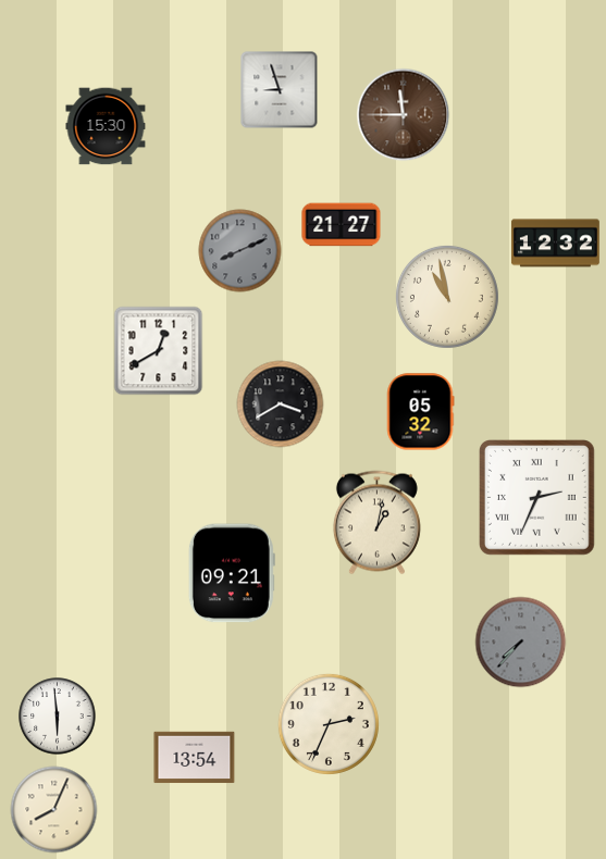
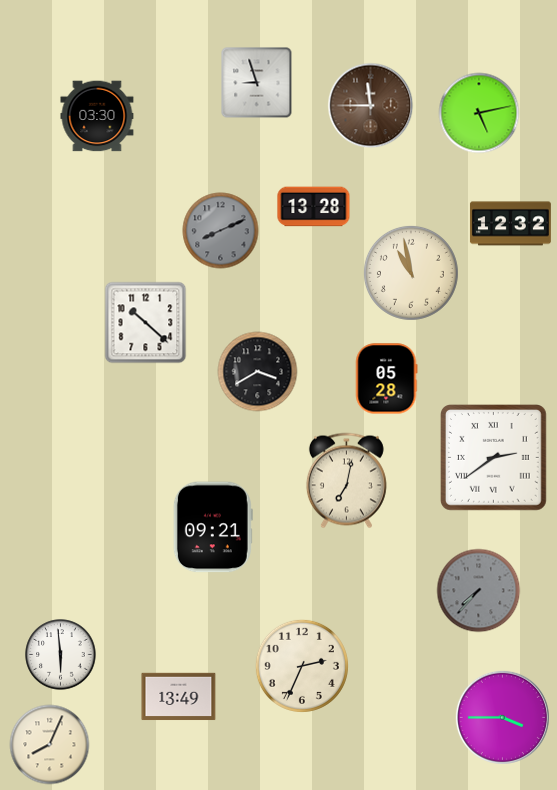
clock at (479, 113): none -> 5:13
clock at (106, 126): 15:30 -> 03:30
clock at (342, 225): 21:27 -> 13:28
clock at (159, 351): 12:40 -> 10:22
clock at (420, 412): 05:32 -> 05:28
clock at (537, 498): 2:34 -> 2:39
clock at (376, 523): 1:02 -> 7:02
clock at (58, 717) position: (58, 717) -> (61, 655)
clock at (195, 758): 13:54 -> 13:49
clock at (502, 717): none -> 3:45
